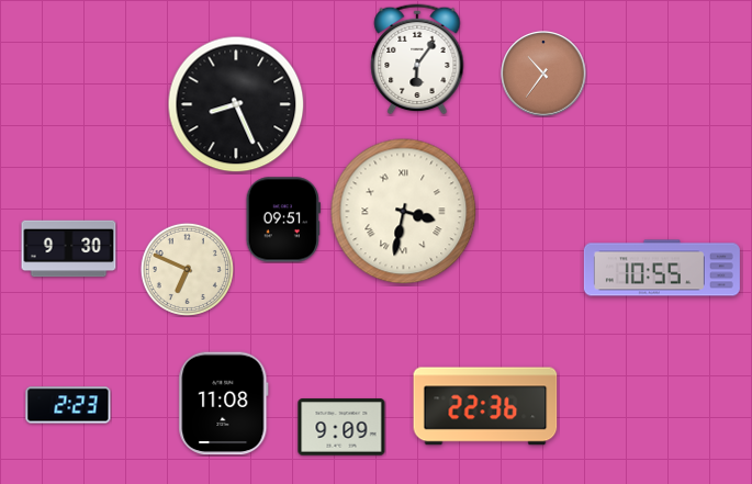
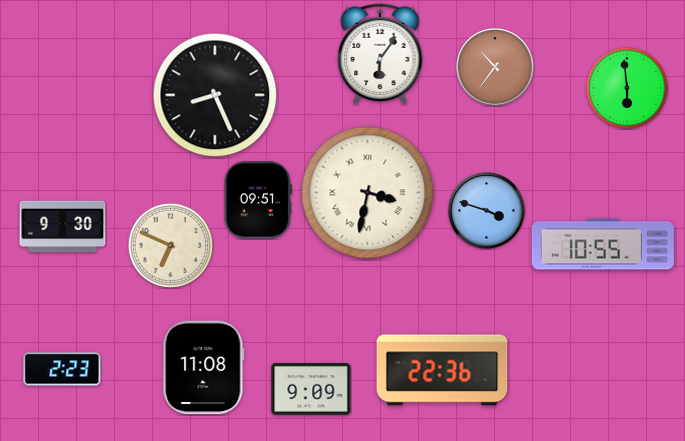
clock at (627, 88): none -> 5:59
clock at (487, 211): none -> 3:48
